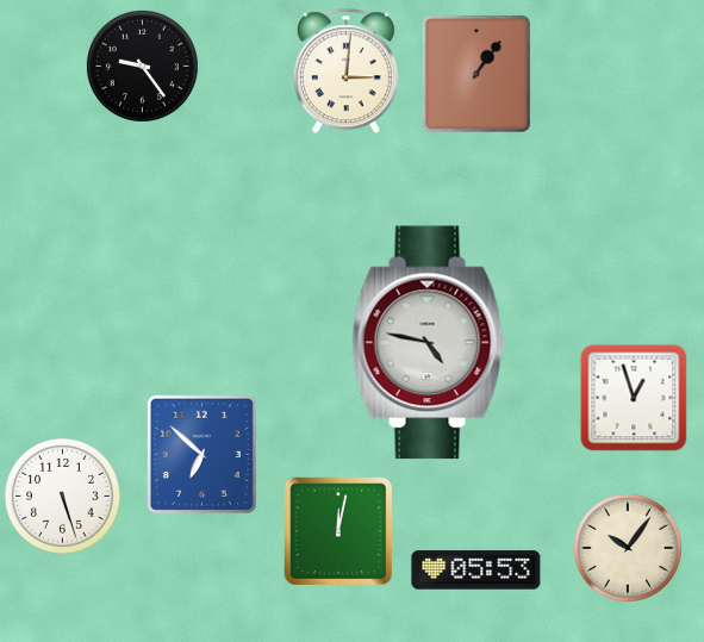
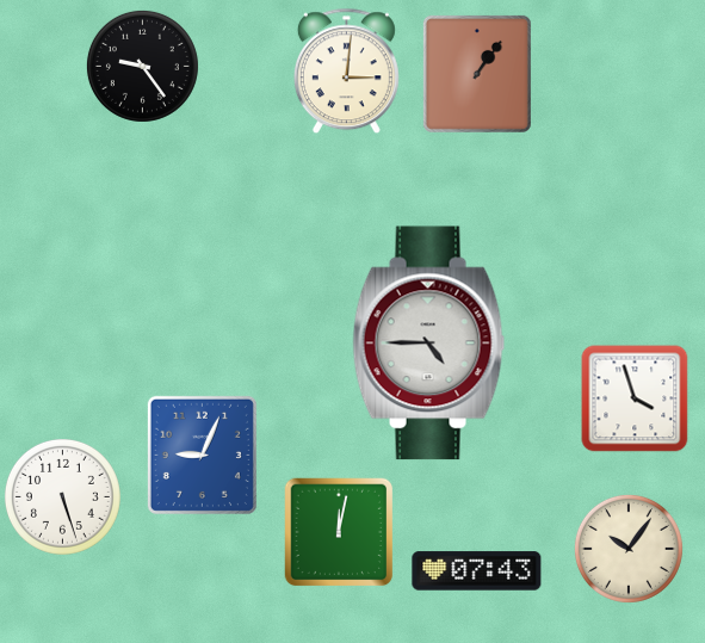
clock at (429, 343): 4:47 -> 4:45
clock at (634, 398): 12:57 -> 3:57
clock at (201, 454): 6:52 -> 9:04
clock at (476, 571): 05:53 -> 07:43
